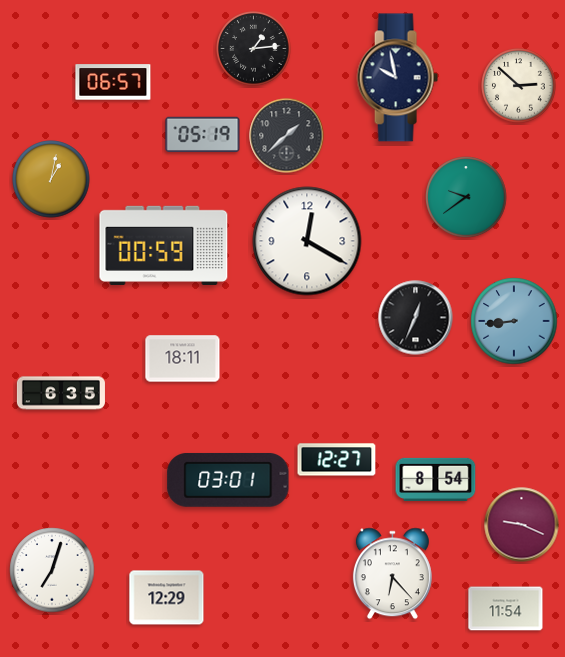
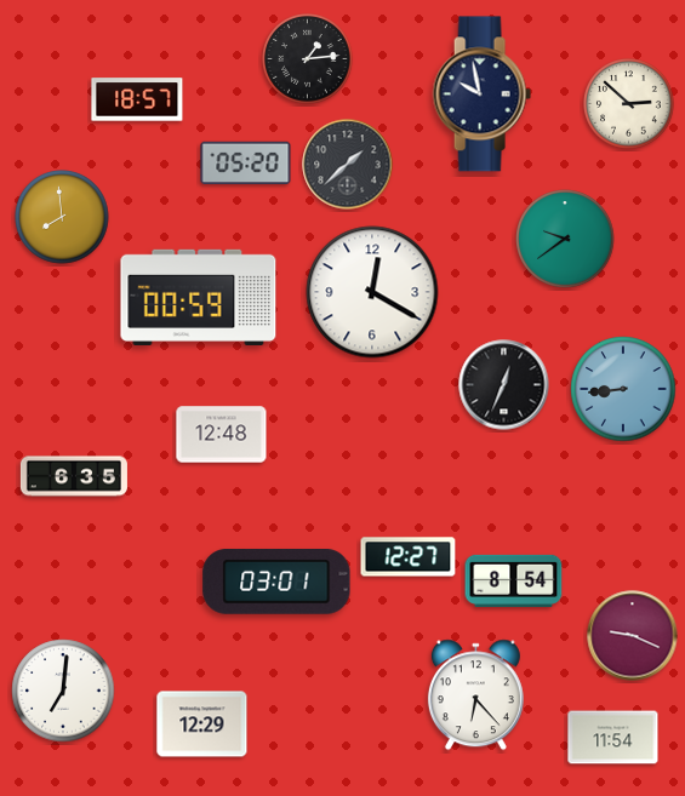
clock at (113, 82): 06:57 -> 18:57
clock at (203, 134): 05:19 -> 05:20
clock at (51, 179): 1:02 -> 7:59
clock at (183, 359): 18:11 -> 12:48
clock at (436, 479) position: (436, 479) -> (514, 580)
clock at (52, 570): 7:03 -> 7:01
